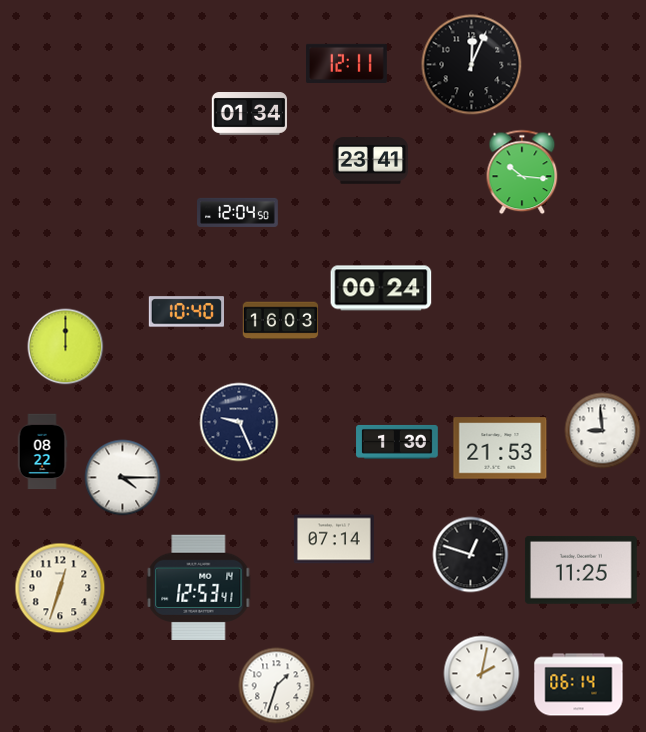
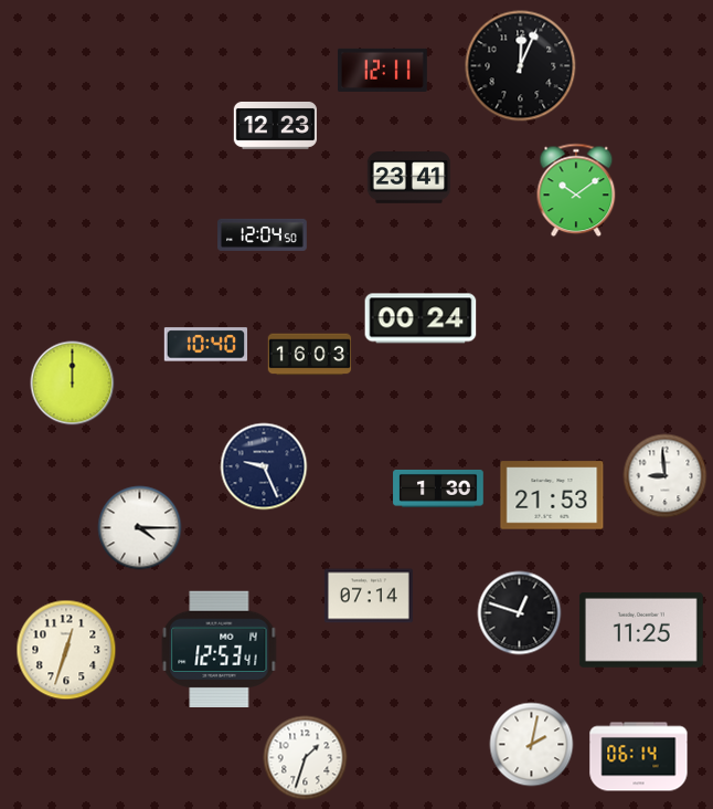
clock at (472, 65) position: (472, 65) -> (521, 66)
clock at (250, 114): 01:34 -> 12:23
clock at (522, 172): 10:16 -> 10:09
clock at (42, 452): 08:22 -> none
clock at (123, 478) position: (123, 478) -> (140, 528)
